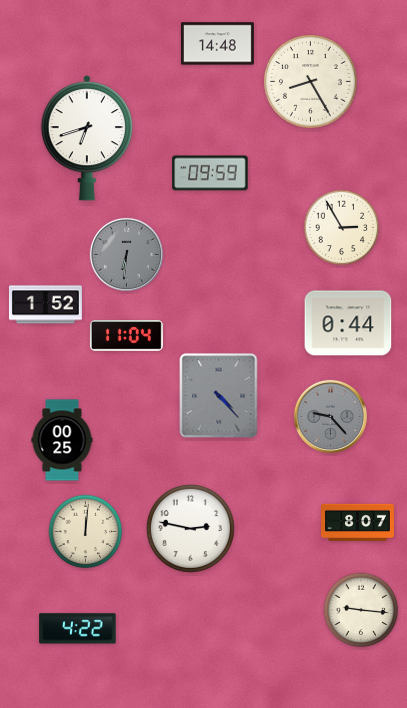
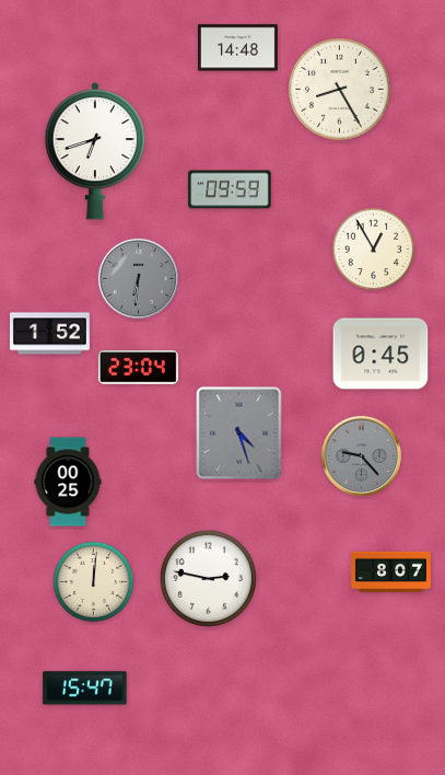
clock at (342, 228): 2:55 -> 12:55
clock at (348, 323): 0:44 -> 0:45
clock at (126, 336): 11:04 -> 23:04
clock at (219, 396): 4:23 -> 4:27
clock at (361, 610): 9:16 -> none
clock at (78, 629): 4:22 -> 15:47
